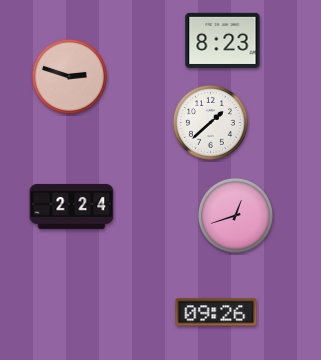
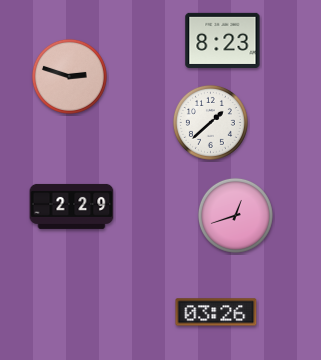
clock at (72, 206): 2:24 -> 2:29
clock at (216, 312): 09:26 -> 03:26
